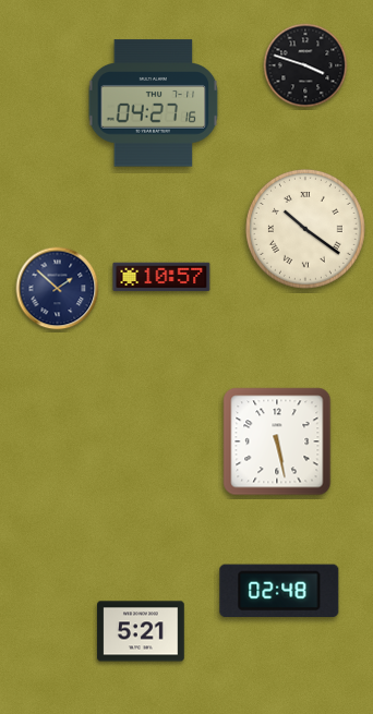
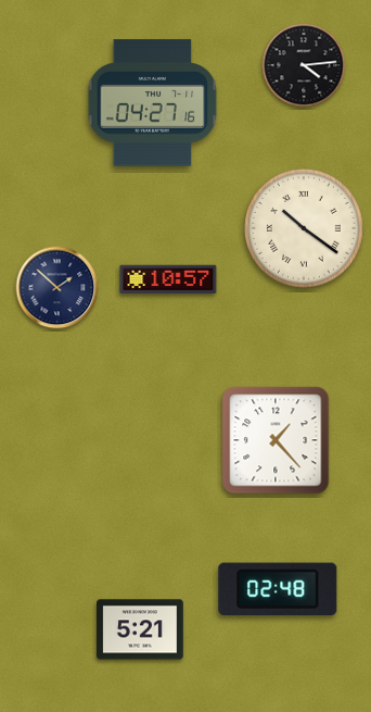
clock at (305, 65): 3:48 -> 4:14
clock at (161, 277) position: (161, 277) -> (168, 279)
clock at (277, 441): 5:28 -> 1:23
